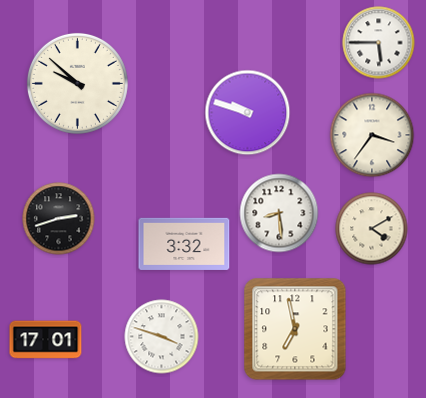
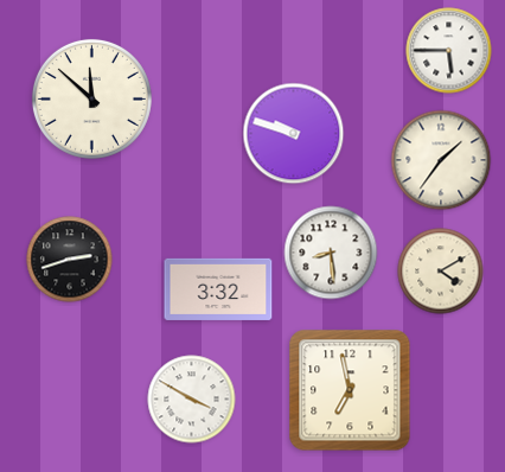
clock at (77, 83): 9:52 -> 11:52
clock at (372, 135): 3:36 -> 1:36
clock at (162, 337): 3:48 -> 3:50
clock at (46, 340): 17:01 -> none
